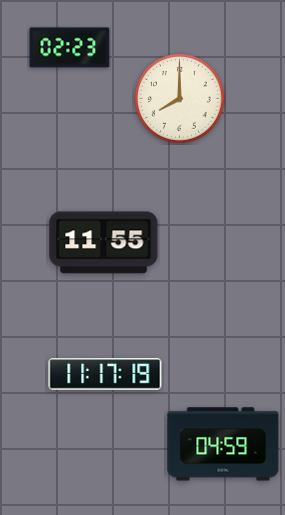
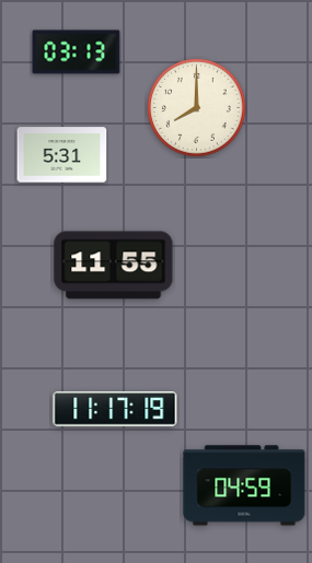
clock at (70, 48): 02:23 -> 03:13
clock at (62, 155): none -> 5:31
